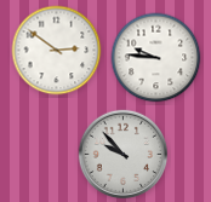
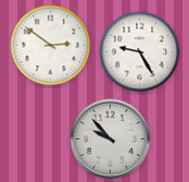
clock at (156, 58): 9:46 -> 9:25
